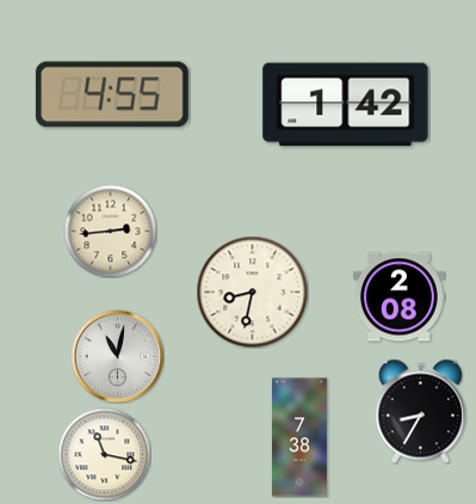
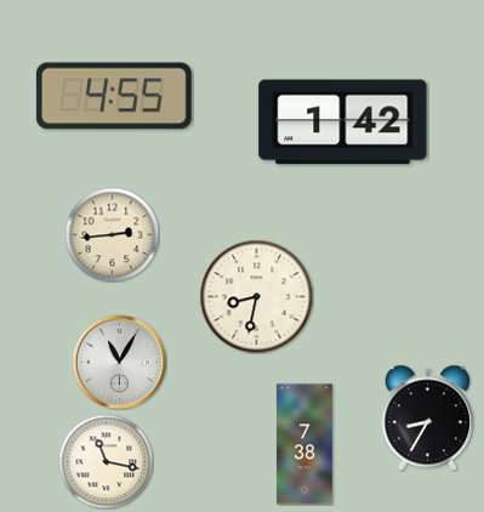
clock at (346, 105) position: (346, 105) -> (343, 123)
clock at (398, 297): 2:08 -> none
clock at (117, 356): 11:02 -> 11:05
